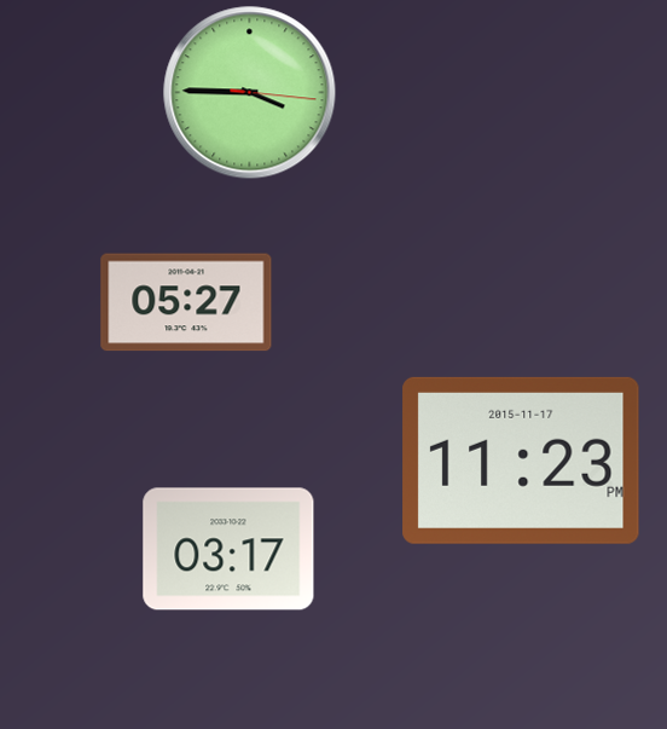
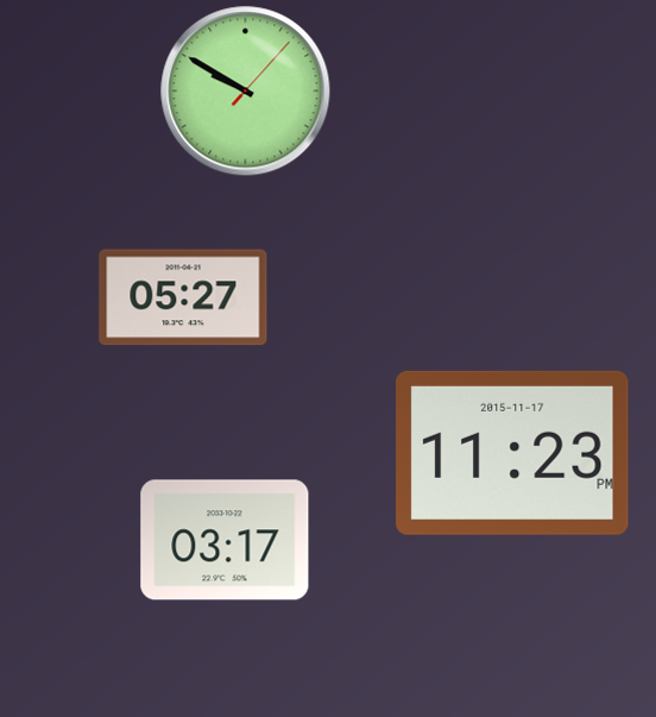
clock at (250, 93): 3:45 -> 9:50
